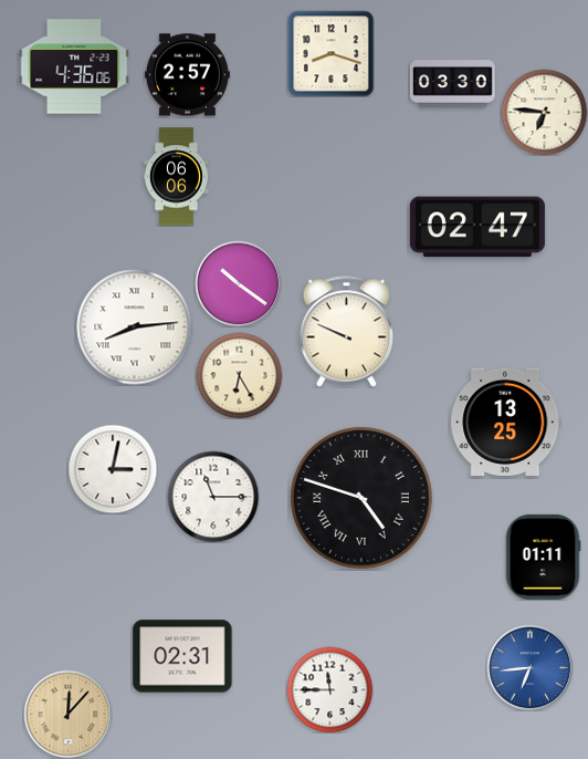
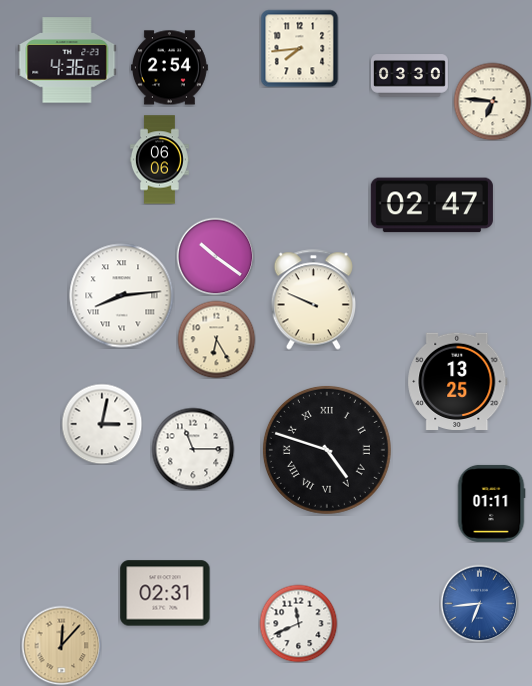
clock at (330, 53): 8:18 -> 7:44
clock at (187, 75): 2:57 -> 2:54
clock at (329, 689): 11:45 -> 11:41
